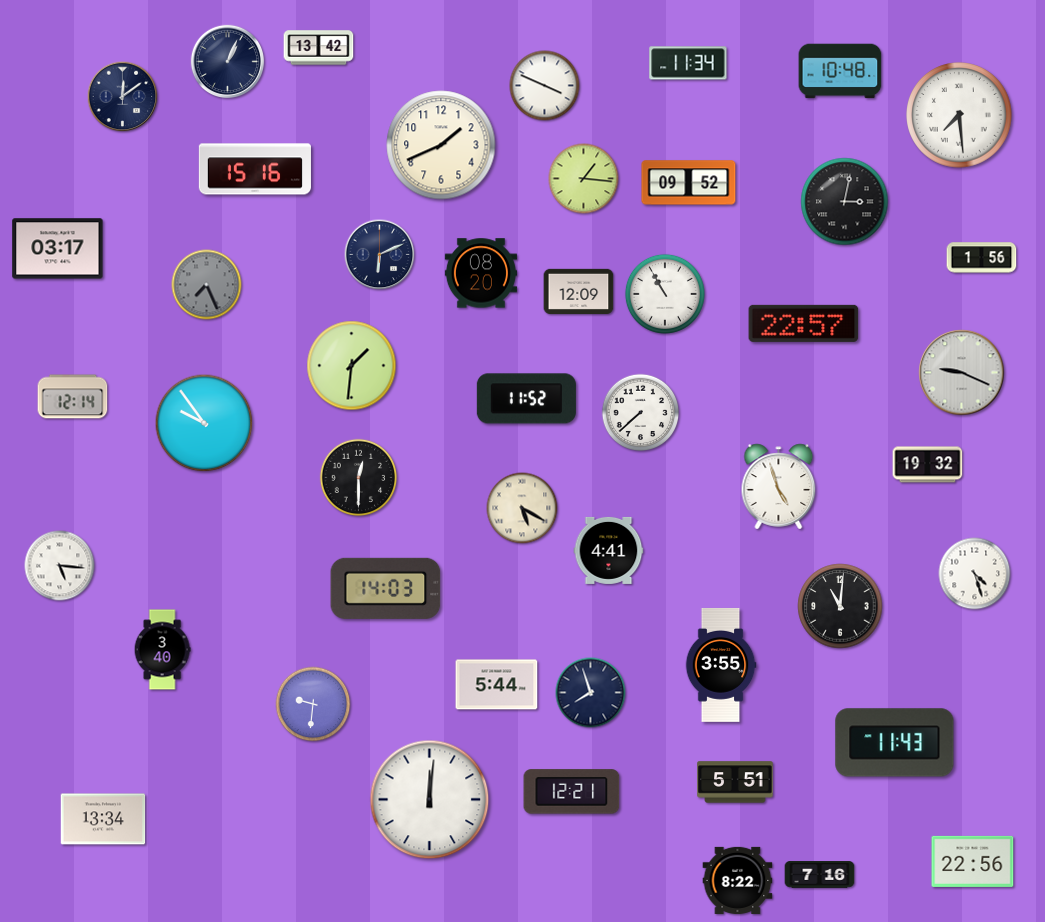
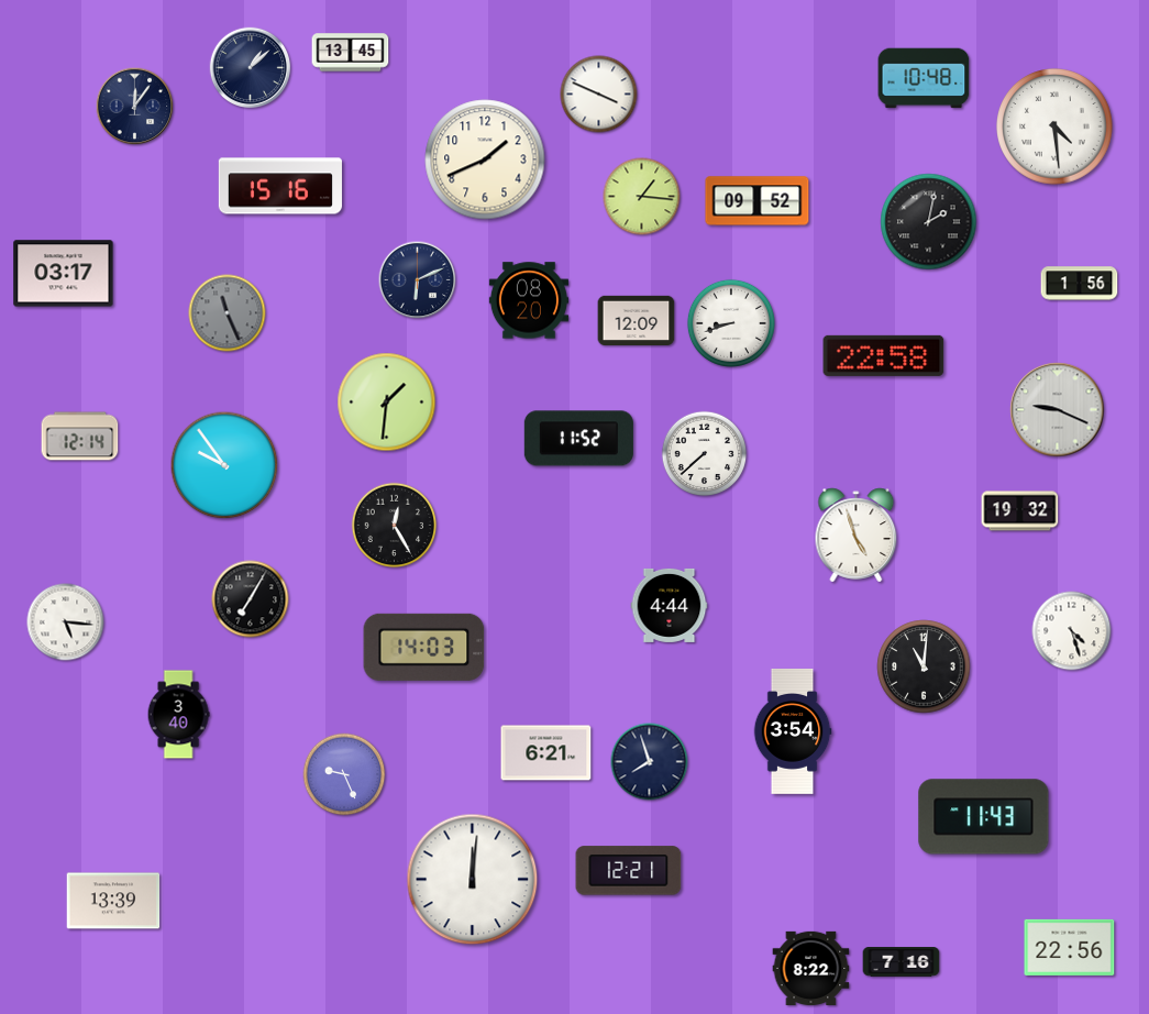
clock at (319, 48): 13:42 -> 13:45
clock at (228, 62): 1:04 -> 1:08
clock at (688, 63): 11:34 -> none
clock at (123, 97): 12:09 -> 12:06
clock at (959, 115): 7:29 -> 4:29
clock at (845, 202): 3:02 -> 2:02
clock at (207, 285): 7:26 -> 11:26
clock at (665, 294): 10:55 -> 8:42
clock at (804, 323): 22:57 -> 22:58
clock at (359, 478): 12:30 -> 12:25
clock at (522, 508): 5:20 -> none
clock at (251, 599): none -> 7:05
clock at (609, 550): 4:41 -> 4:44
clock at (721, 665): 3:55 -> 3:54
clock at (497, 685): 5:44 -> 6:21
clock at (313, 704): 9:31 -> 9:26
clock at (735, 782): 5:51 -> none
clock at (103, 819): 13:34 -> 13:39
